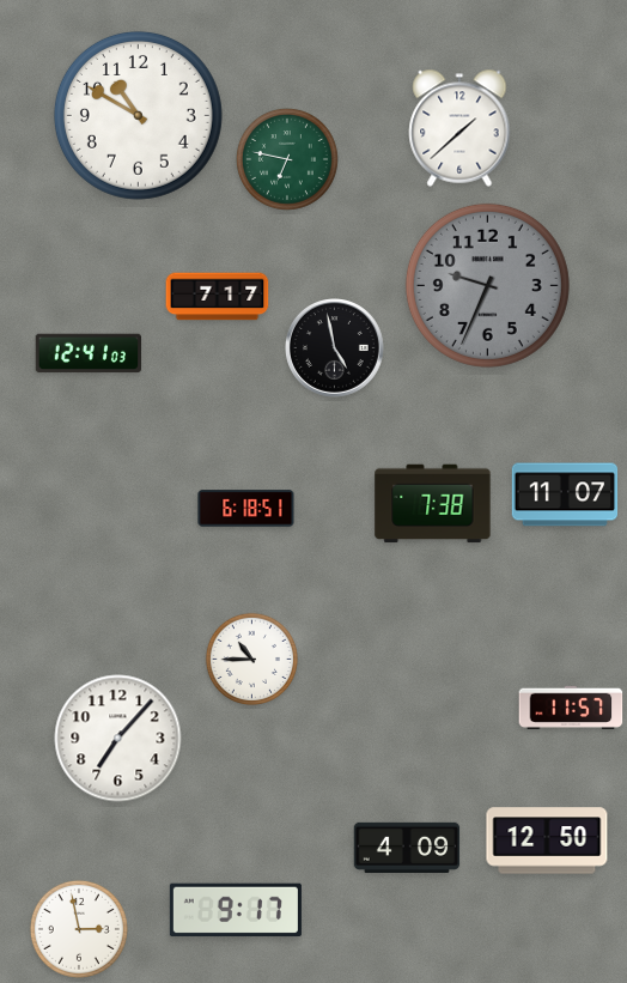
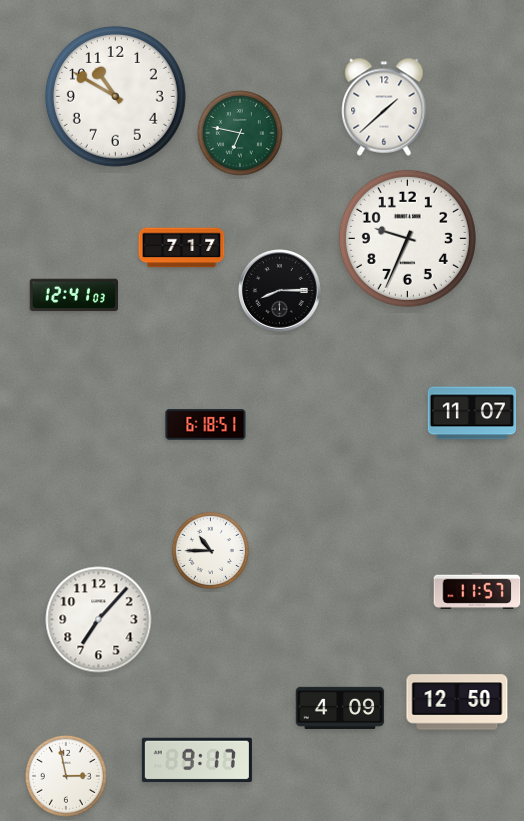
clock at (487, 285) dial: grey -> white
clock at (335, 348): 4:58 -> 8:15
clock at (433, 504): 7:38 -> none
clock at (118, 739) position: (118, 739) -> (99, 620)
